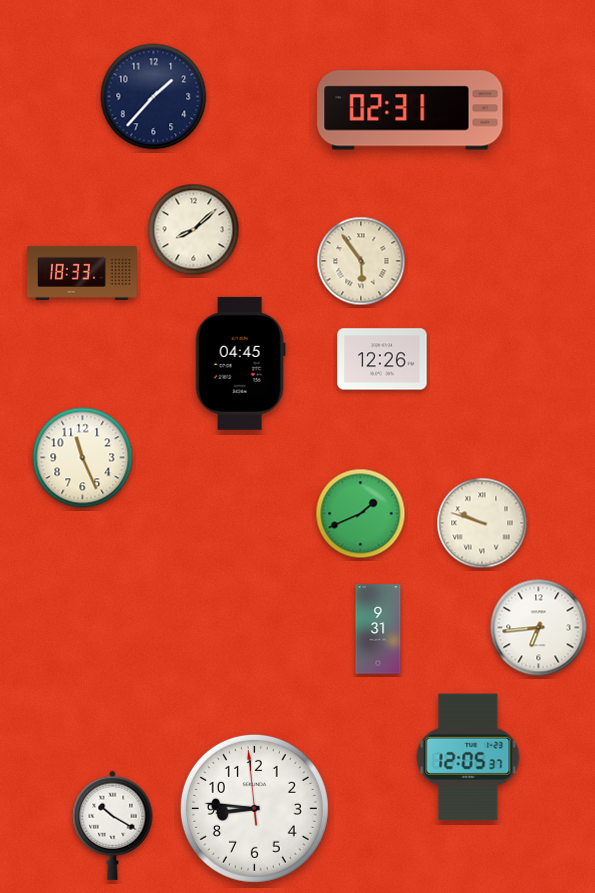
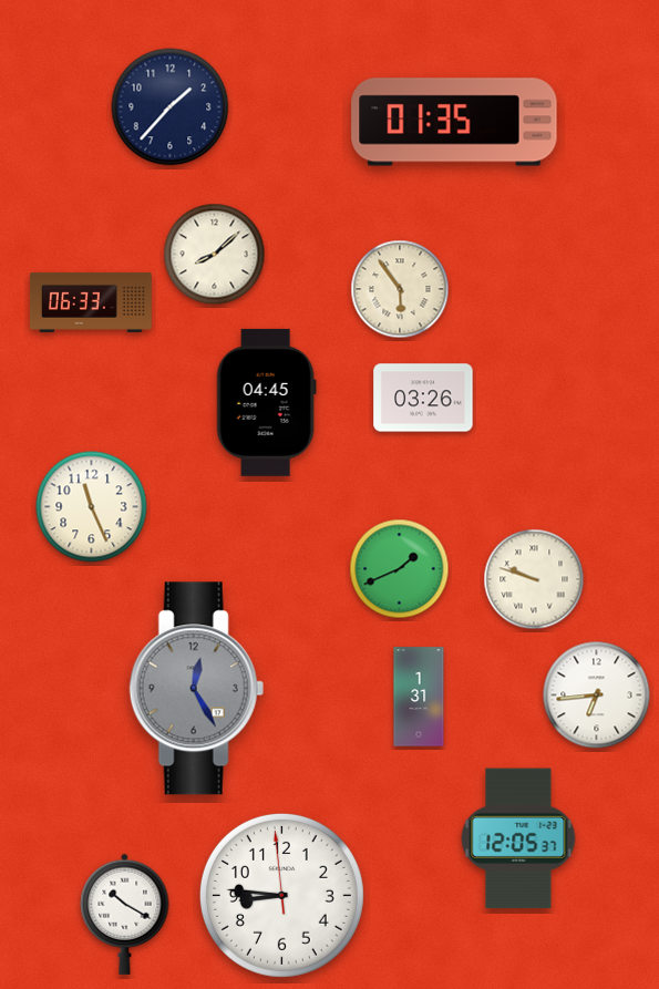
clock at (410, 110): 02:31 -> 01:35
clock at (83, 273): 18:33 -> 06:33
clock at (382, 359): 12:26 -> 03:26
clock at (196, 689): none -> 12:25
clock at (378, 629): 9:31 -> 1:31
